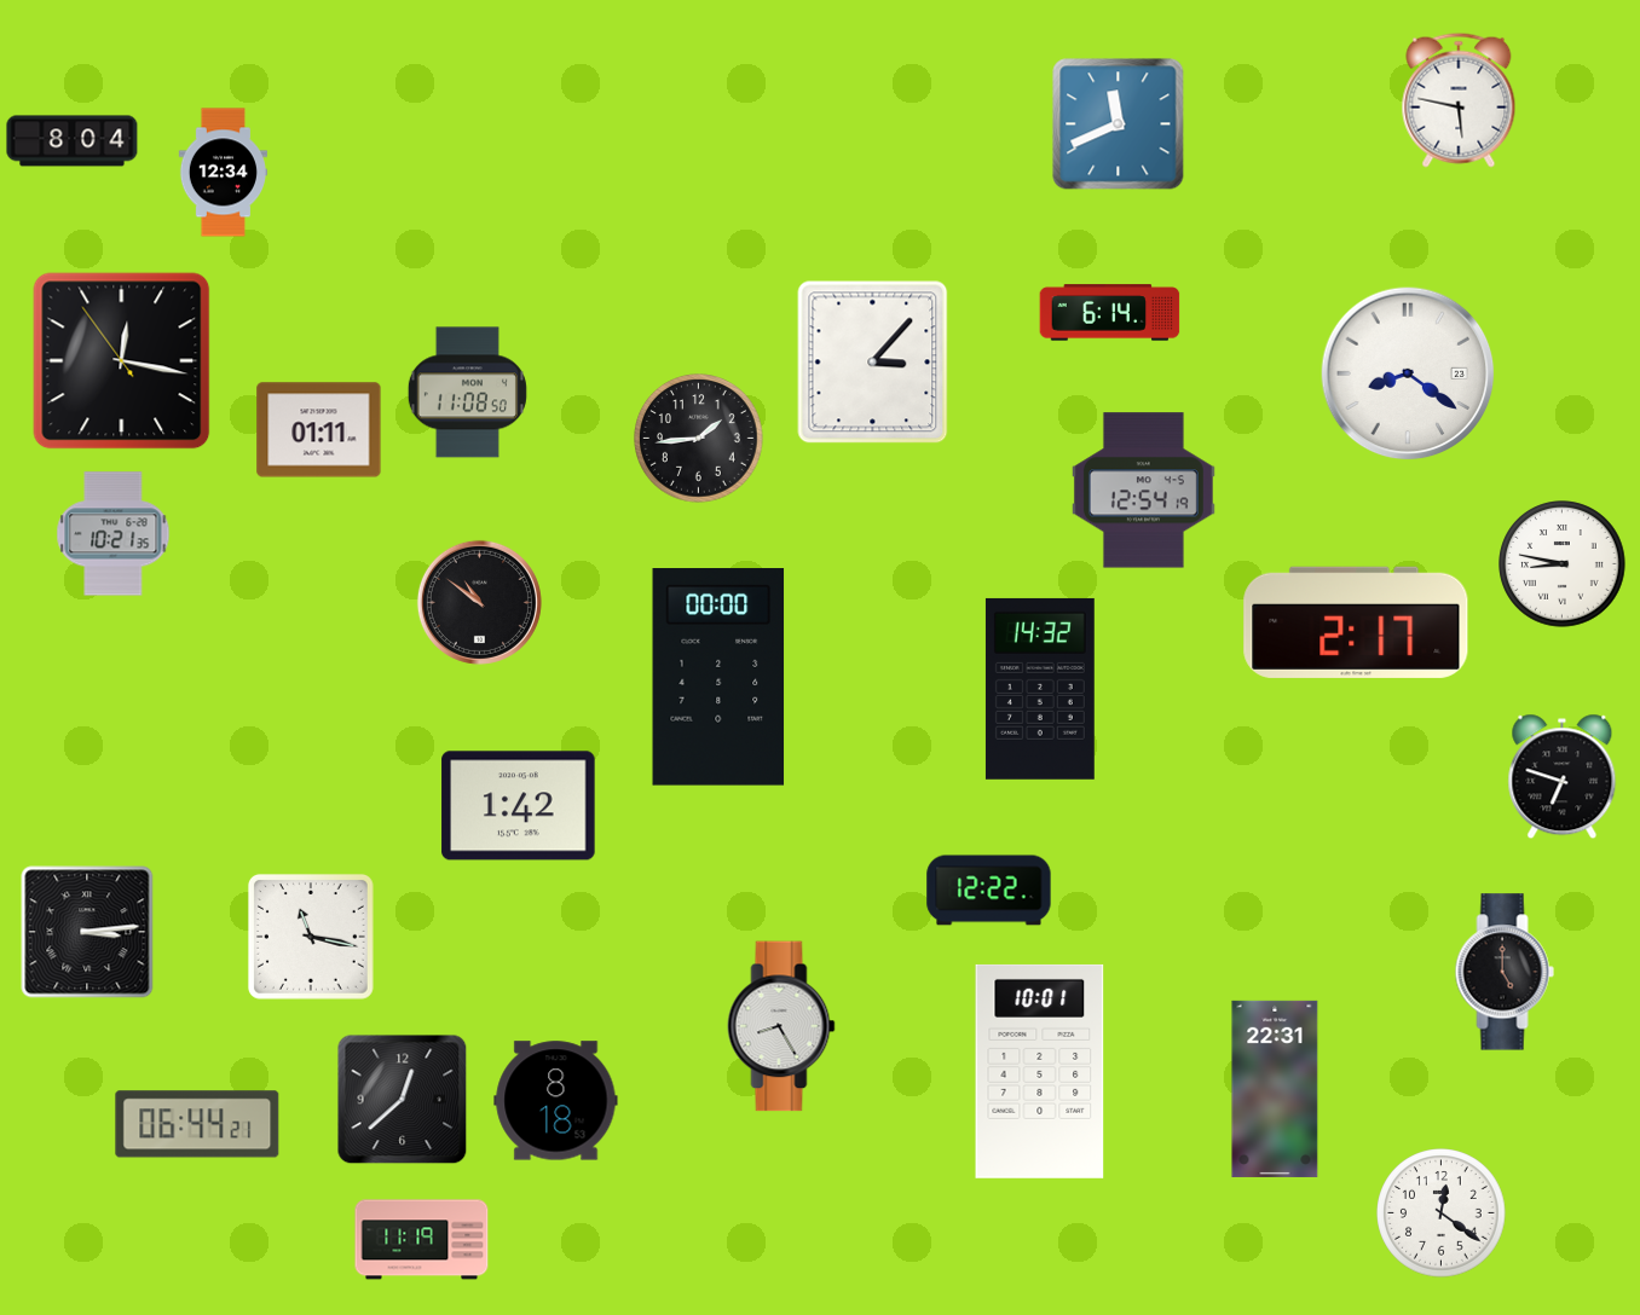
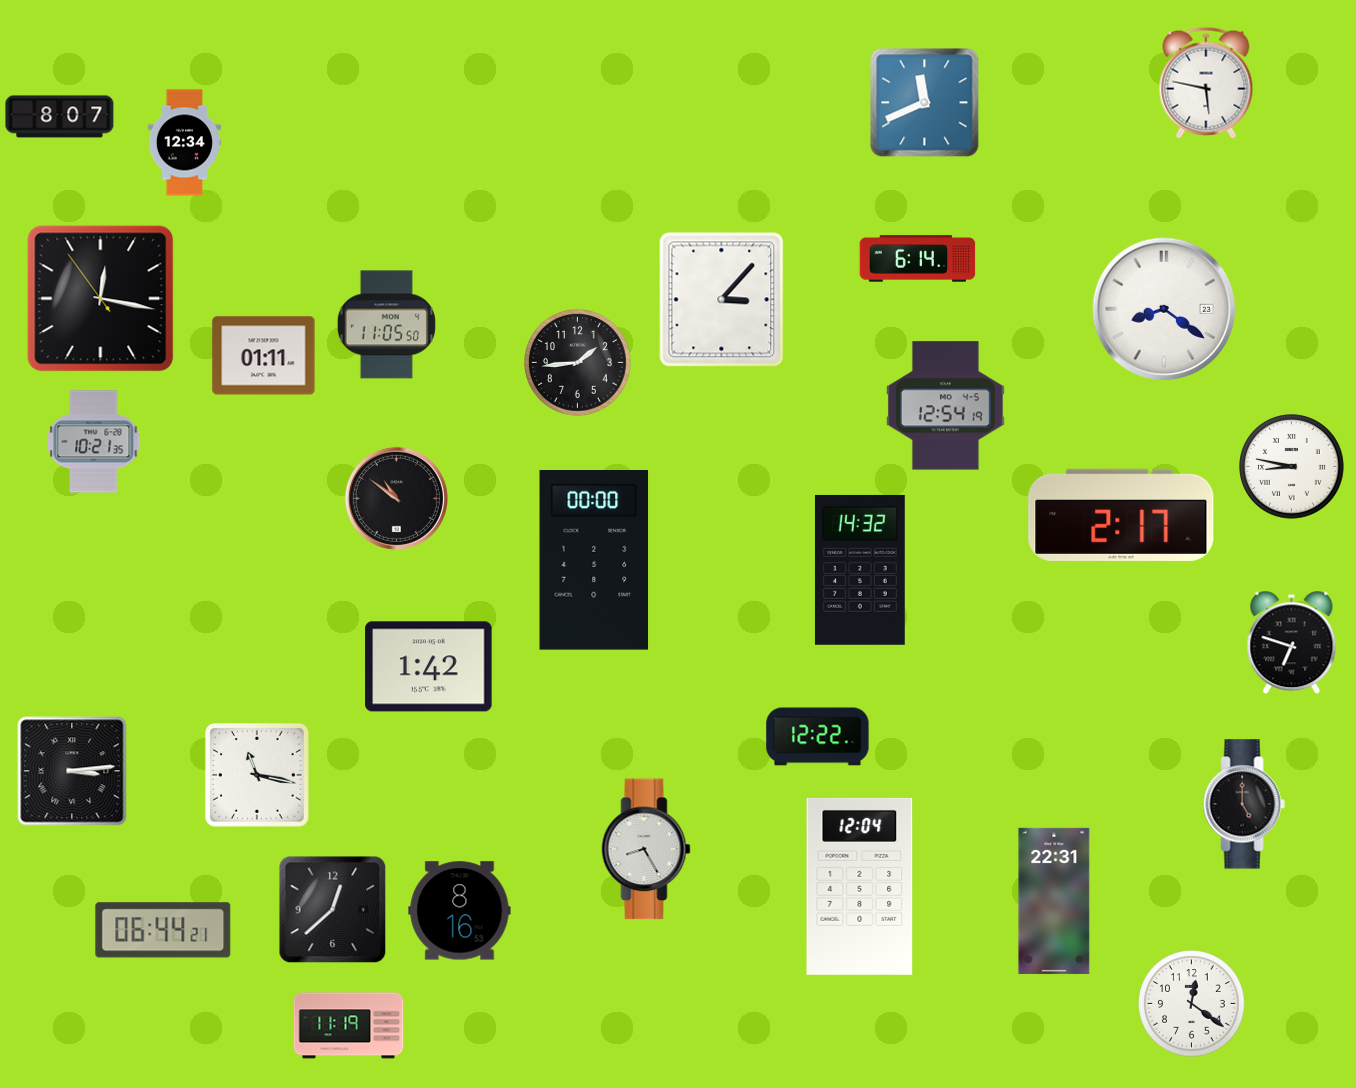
clock at (73, 141): 8:04 -> 8:07
clock at (467, 393): 11:08 -> 11:05
clock at (1040, 1071): 10:01 -> 12:04
clock at (556, 1101): 8:18 -> 8:16
